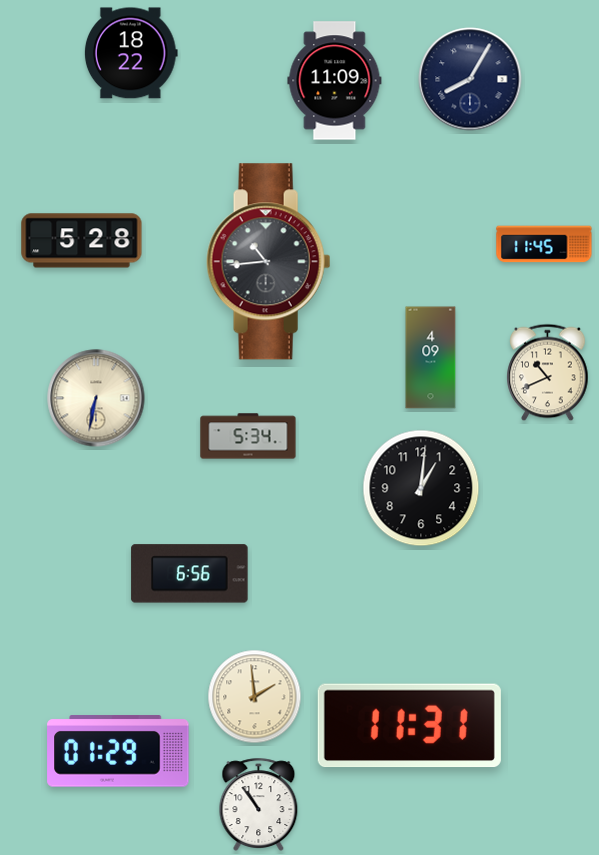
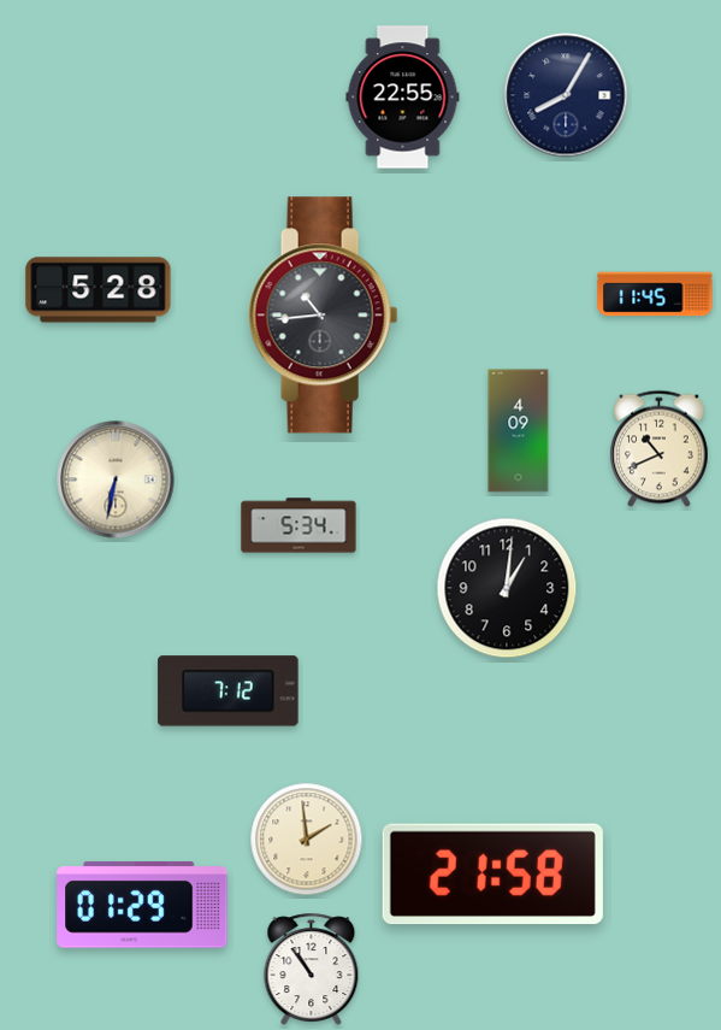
clock at (131, 53): 18:22 -> none
clock at (335, 81): 11:09 -> 22:55
clock at (190, 574): 6:56 -> 7:12
clock at (409, 726): 11:31 -> 21:58
